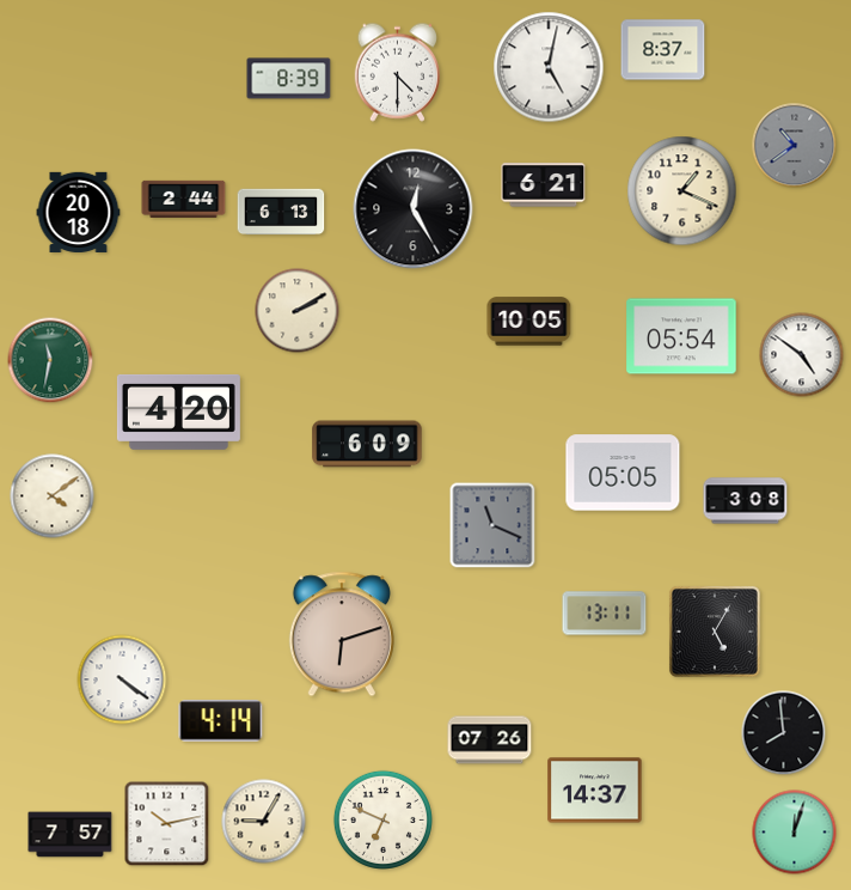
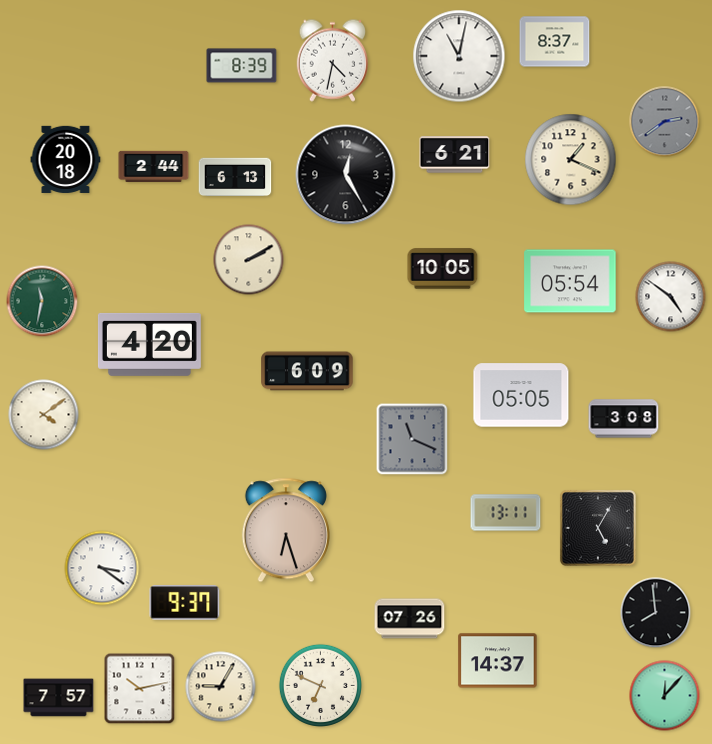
clock at (549, 67): 5:02 -> 11:02
clock at (398, 72): 4:30 -> 4:32
clock at (795, 146): 10:39 -> 2:39
clock at (79, 212) position: (79, 212) -> (66, 159)
clock at (342, 634): 6:12 -> 6:27
clock at (122, 679): 4:21 -> 3:21
clock at (221, 721): 4:14 -> 9:37
clock at (795, 833): 12:03 -> 12:07
